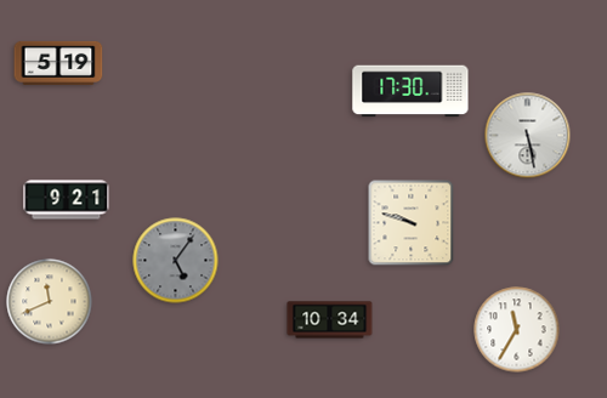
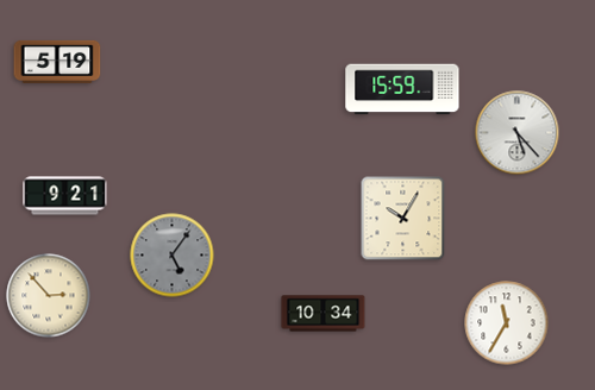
clock at (410, 91): 17:30 -> 15:59
clock at (528, 136): 5:28 -> 5:23
clock at (412, 223): 9:48 -> 10:05
clock at (50, 302): 11:41 -> 2:53
